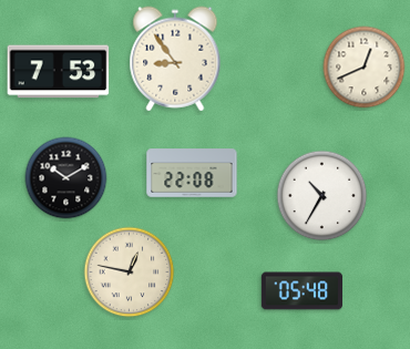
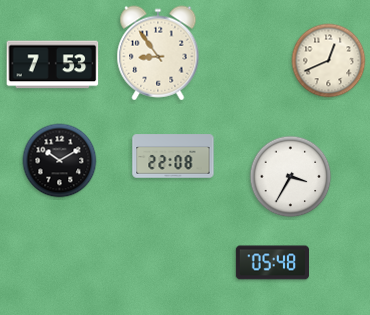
clock at (322, 196): 10:35 -> 3:35
clock at (130, 273): 12:47 -> none
